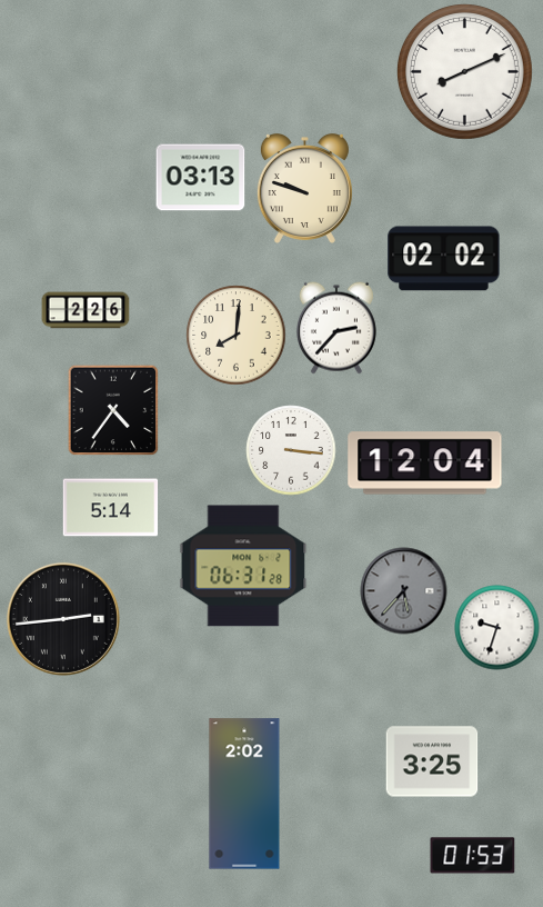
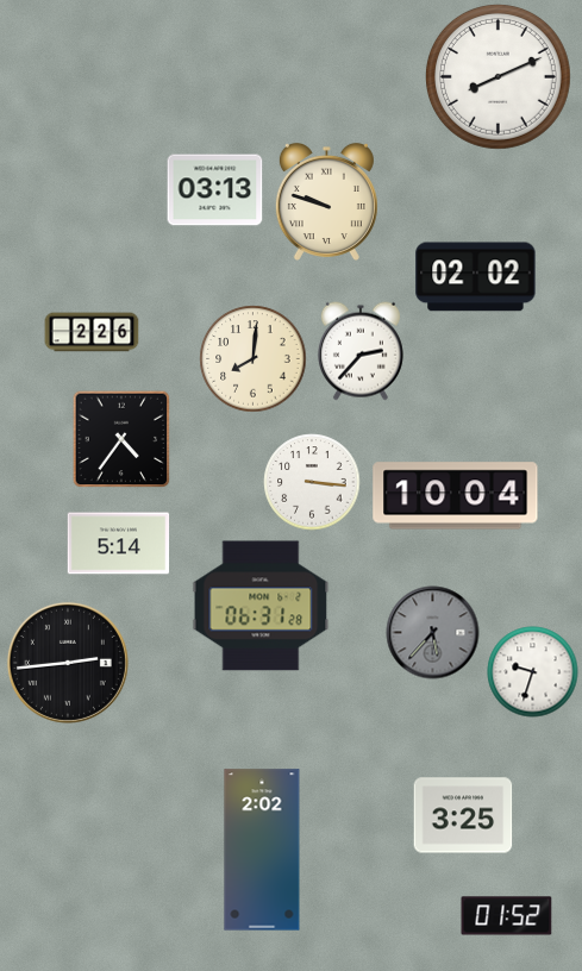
clock at (425, 464): 12:04 -> 10:04
clock at (473, 856): 01:53 -> 01:52
